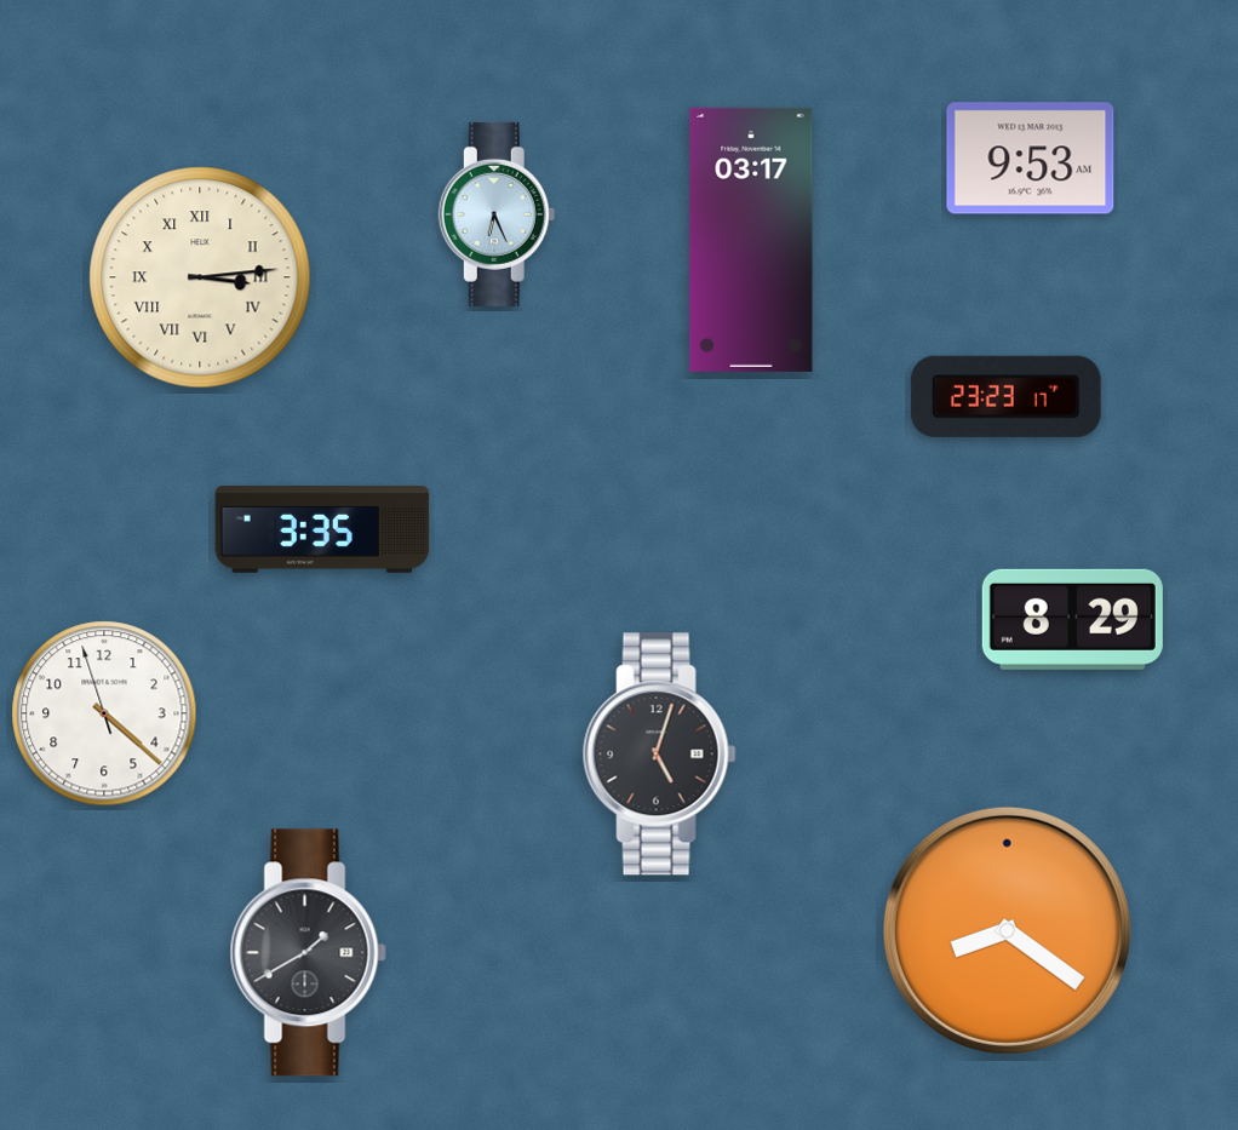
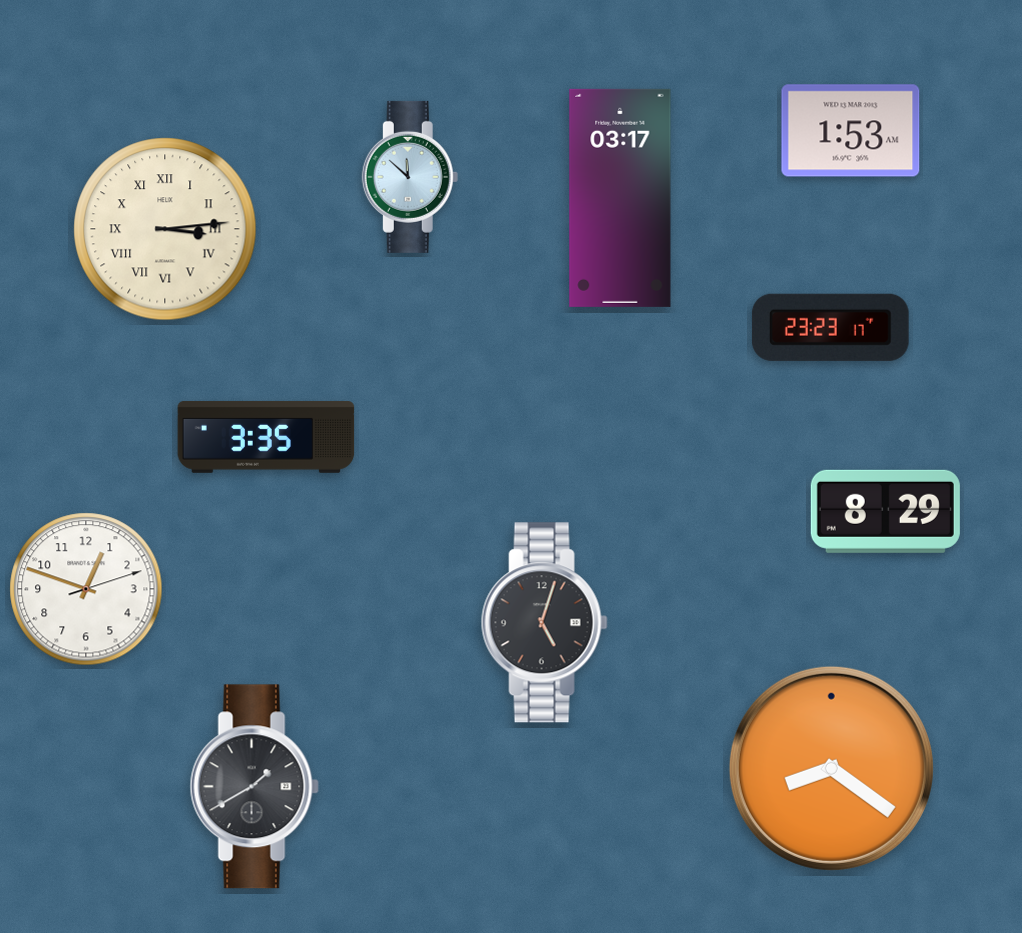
clock at (1031, 159): 9:53 -> 1:53
clock at (497, 214): 6:26 -> 11:52
clock at (104, 713): 4:21 -> 12:48
